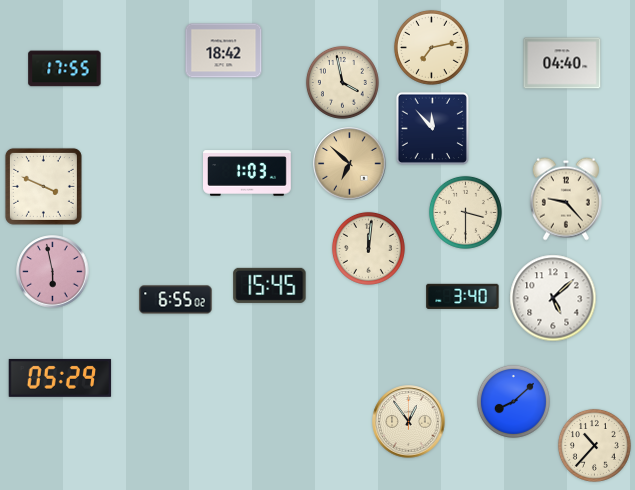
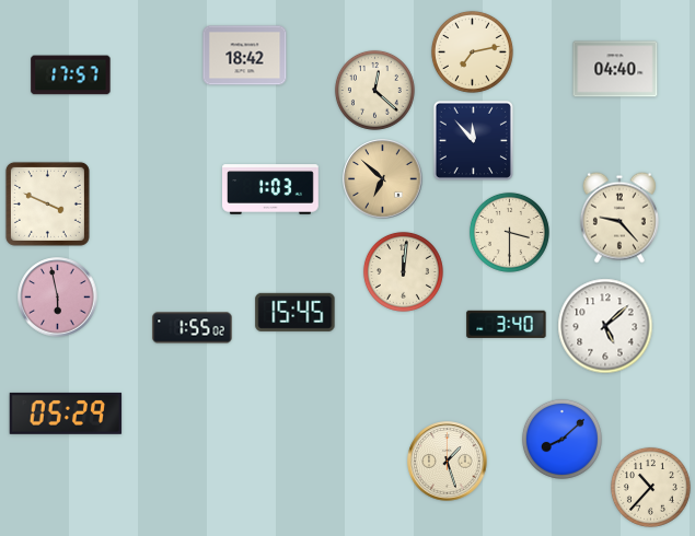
clock at (65, 69): 17:55 -> 17:57
clock at (342, 82): 3:58 -> 12:22
clock at (176, 300): 6:55 -> 1:55
clock at (409, 422): 12:54 -> 1:27
